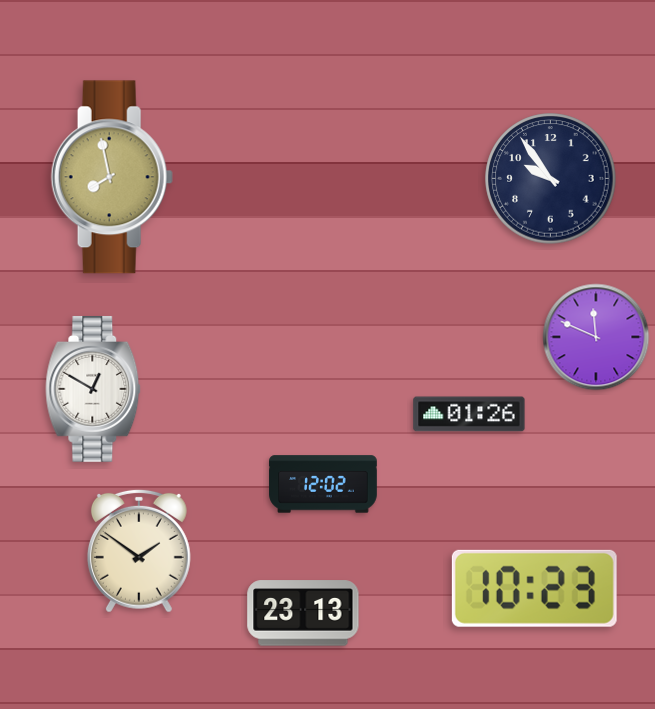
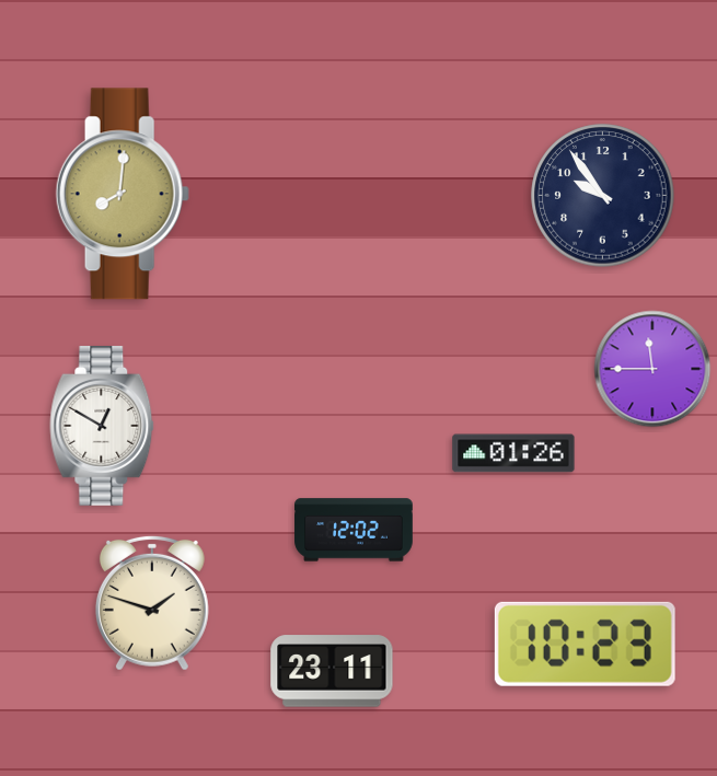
clock at (112, 177): 7:58 -> 8:01
clock at (596, 337): 11:49 -> 11:45
clock at (139, 551): 1:51 -> 1:48
clock at (303, 613): 23:13 -> 23:11
